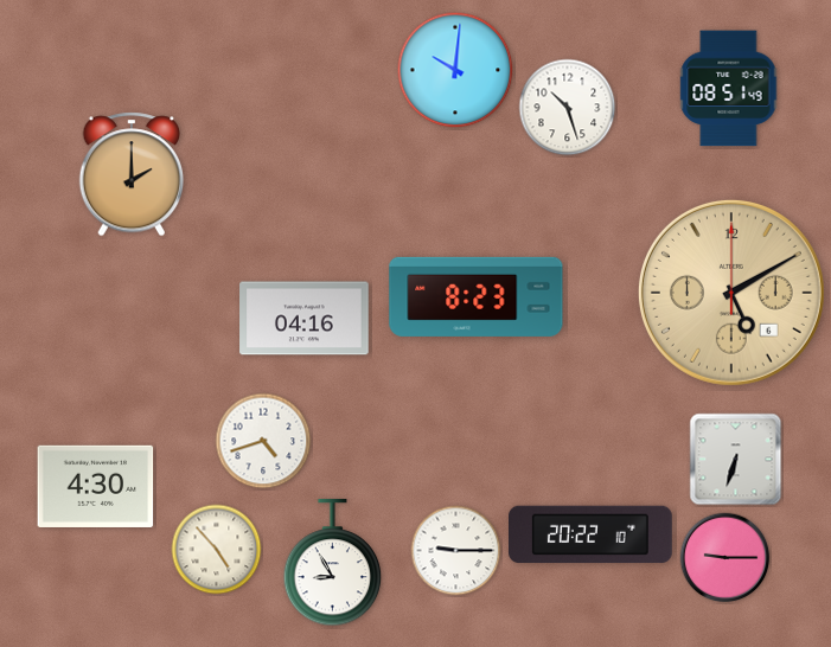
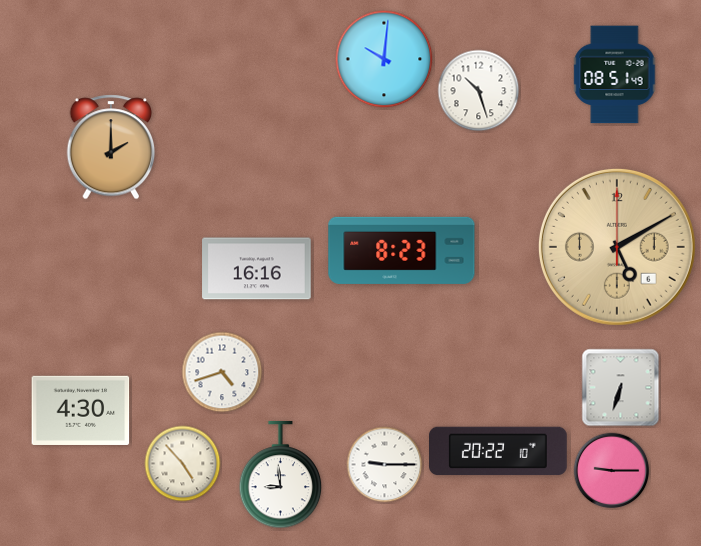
clock at (305, 319): 04:16 -> 16:16
clock at (333, 563): 8:55 -> 8:59
